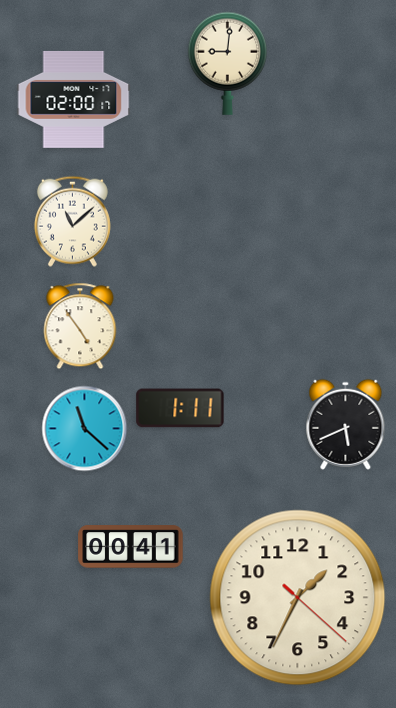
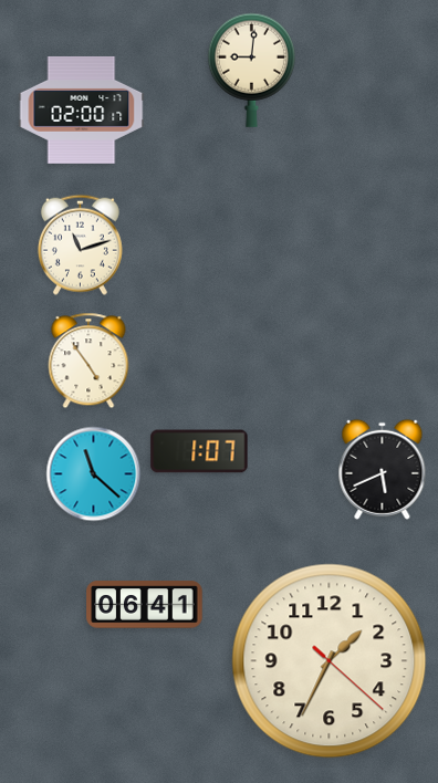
clock at (72, 221): 11:08 -> 11:12
clock at (180, 408): 1:11 -> 1:07
clock at (131, 547): 00:41 -> 06:41
